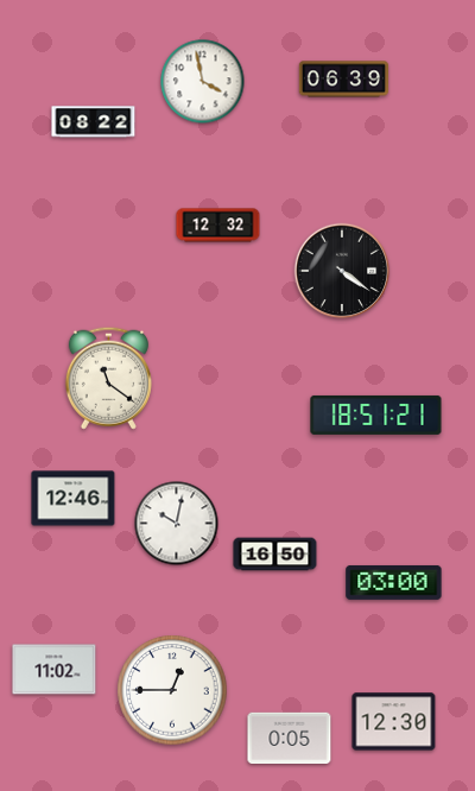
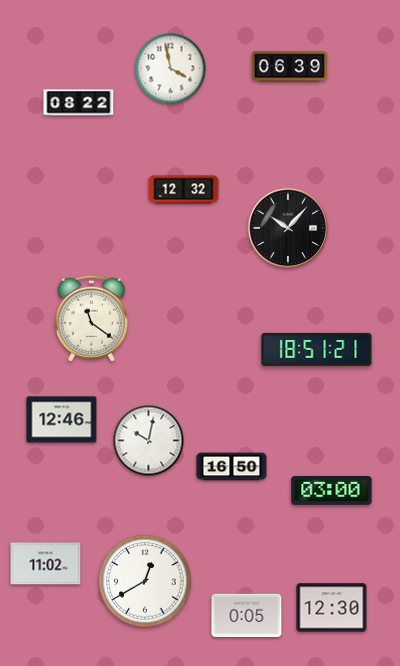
clock at (342, 271): 4:21 -> 10:07
clock at (172, 690): 12:45 -> 12:40
clock at (290, 738) position: (290, 738) -> (247, 615)
